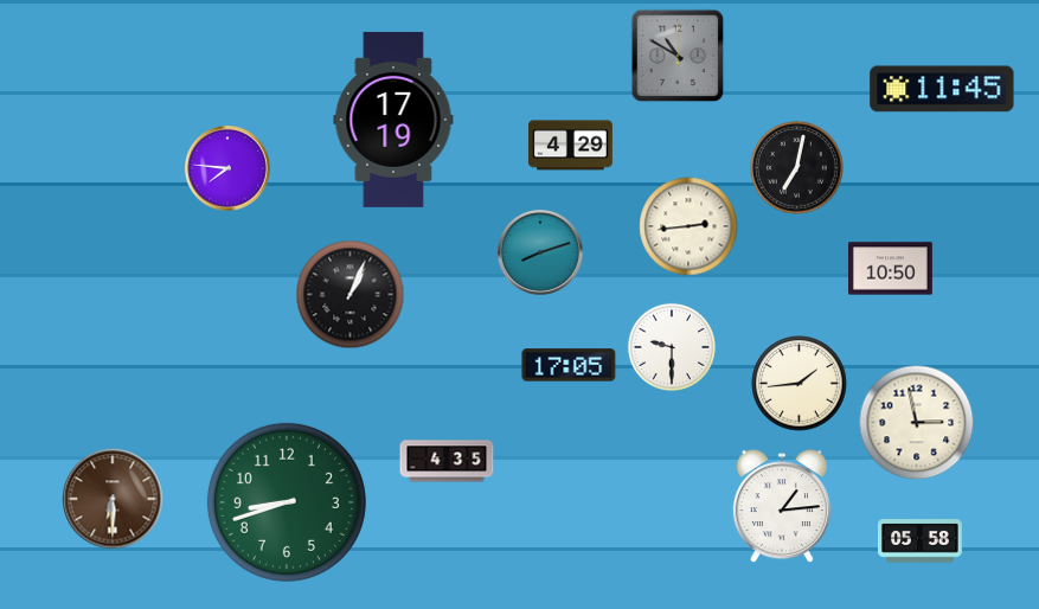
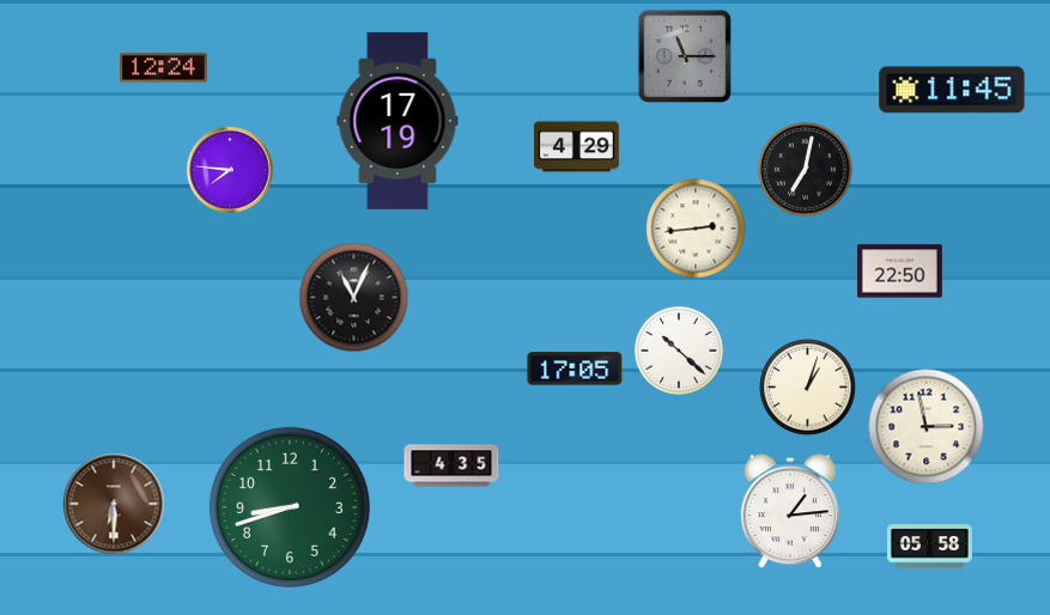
clock at (678, 56): 10:50 -> 11:15
clock at (164, 68): none -> 12:24
clock at (541, 254): 8:12 -> none
clock at (891, 269): 10:50 -> 22:50
clock at (351, 295): 1:04 -> 11:04
clock at (672, 347): 9:30 -> 10:22
clock at (800, 384): 1:44 -> 1:03
